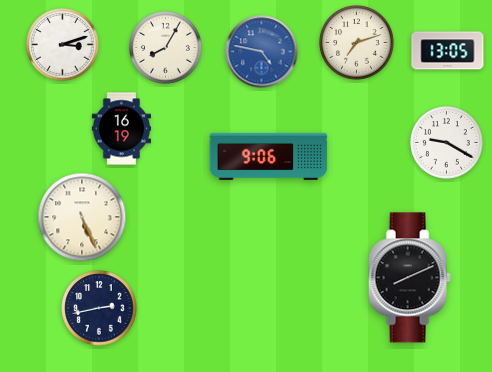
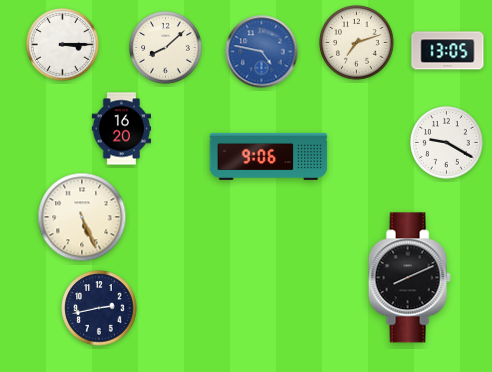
clock at (63, 45): 3:12 -> 3:15
clock at (166, 48): 8:05 -> 8:08
clock at (121, 129): 16:19 -> 16:20
